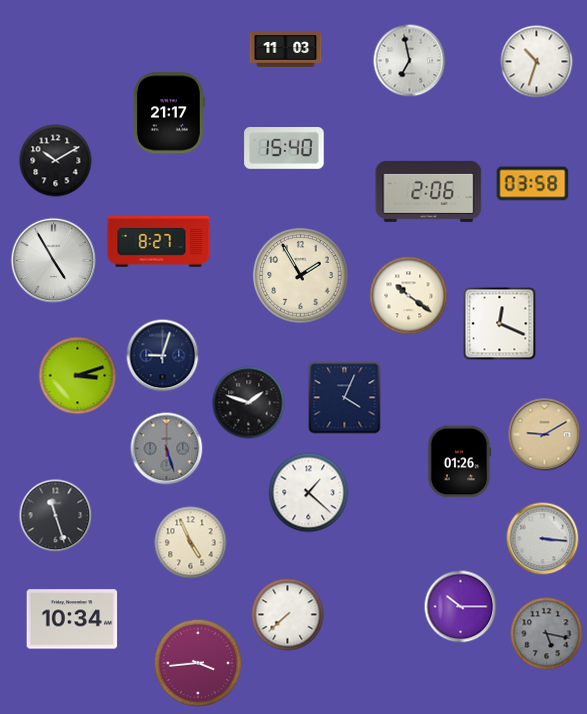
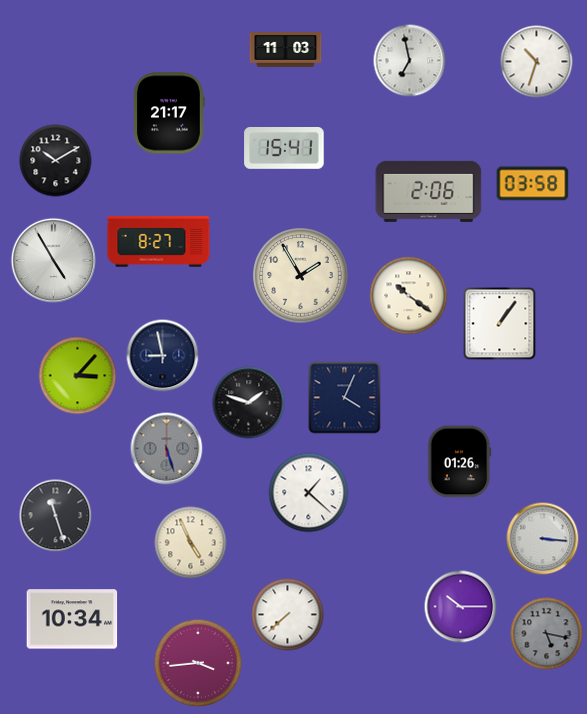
clock at (284, 149): 15:40 -> 15:41
clock at (500, 324): 12:19 -> 1:06
clock at (163, 356): 9:03 -> 8:58
clock at (78, 376): 3:12 -> 3:07
clock at (545, 435): 9:10 -> none
